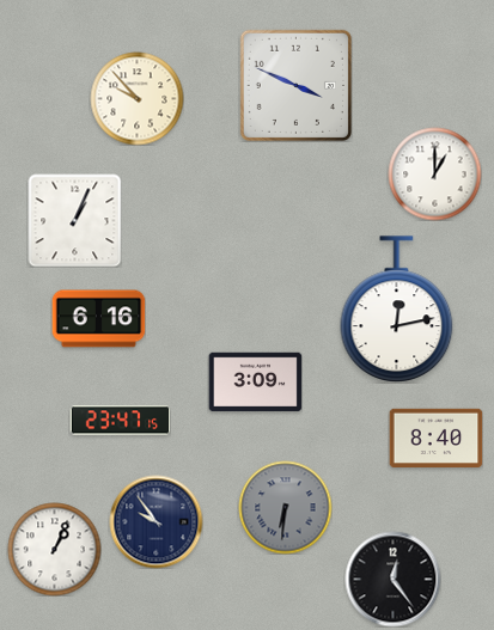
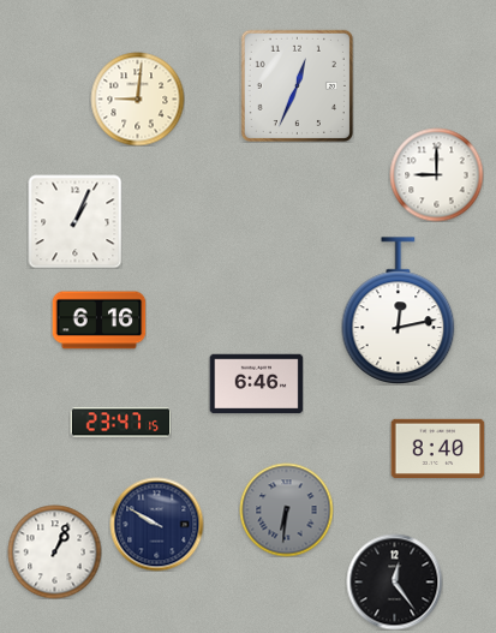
clock at (295, 85): 3:49 -> 12:34
clock at (136, 98): 9:53 -> 9:01
clock at (434, 173): 1:00 -> 9:00
clock at (255, 383): 3:09 -> 6:46
clock at (435, 439) position: (435, 439) -> (437, 449)
clock at (155, 521): 9:54 -> 9:50
